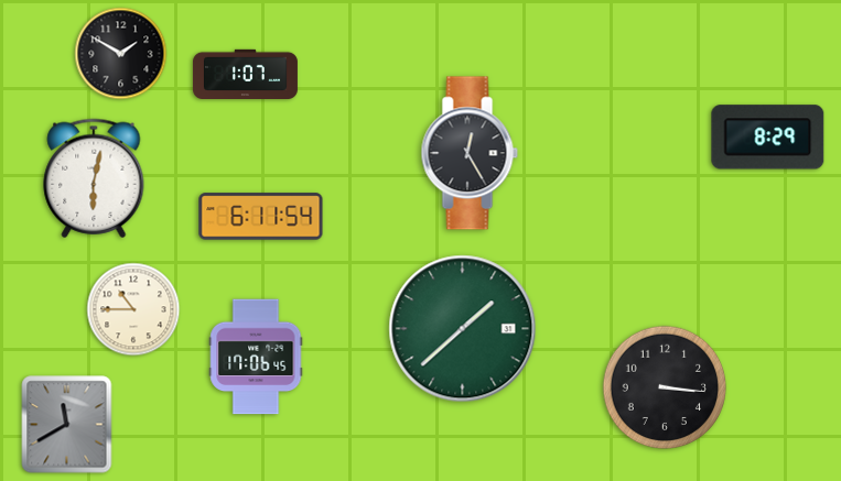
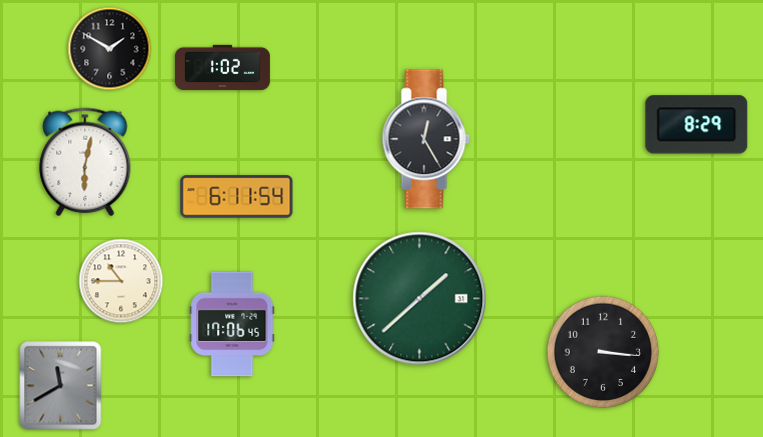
clock at (245, 74): 1:07 -> 1:02
